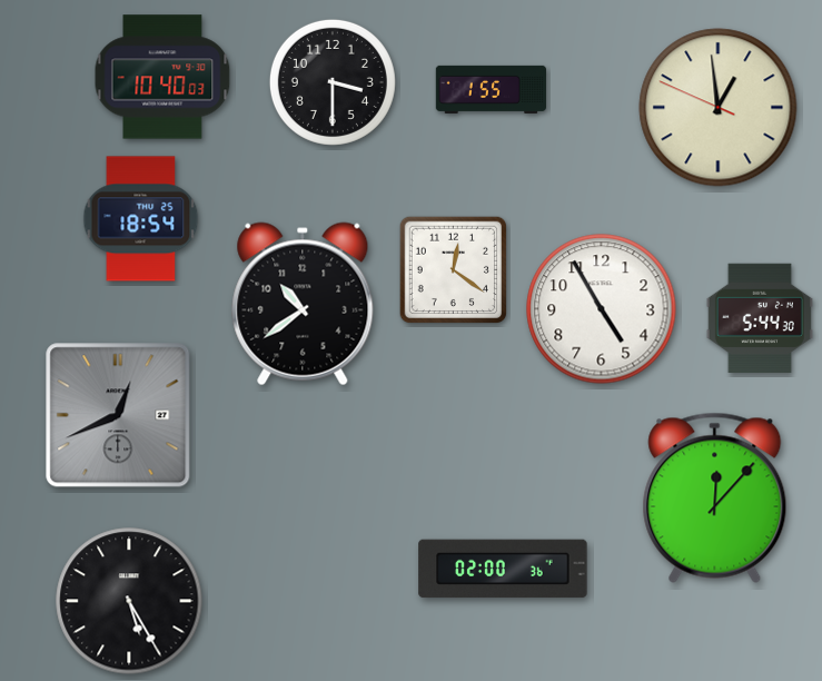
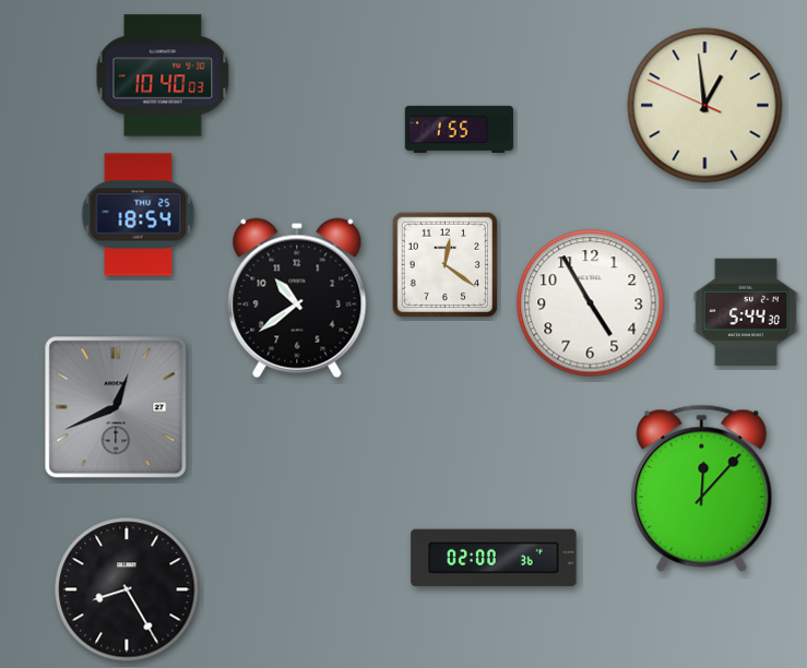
clock at (162, 77) position: (162, 77) -> (163, 75)
clock at (333, 82): 3:30 -> none
clock at (491, 89) position: (491, 89) -> (459, 129)
clock at (129, 601): 5:25 -> 8:25
